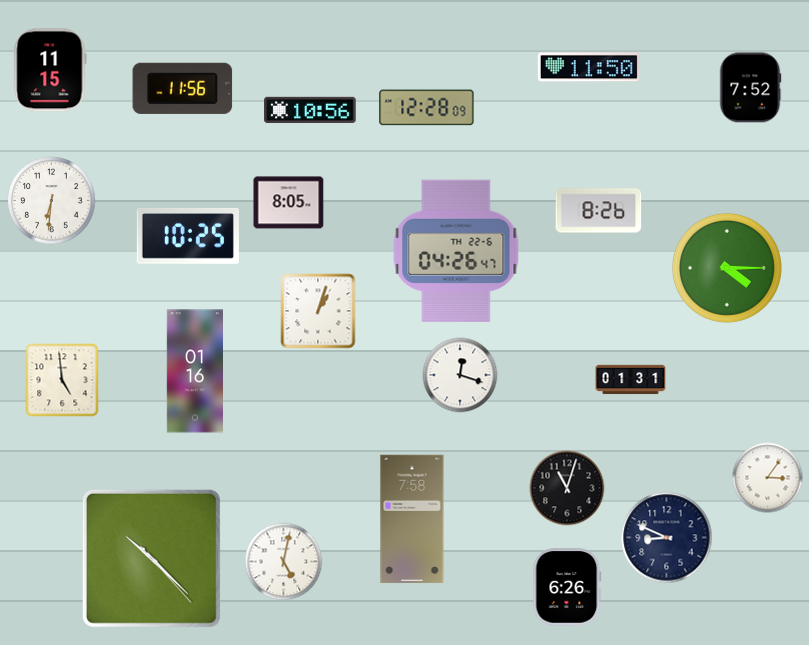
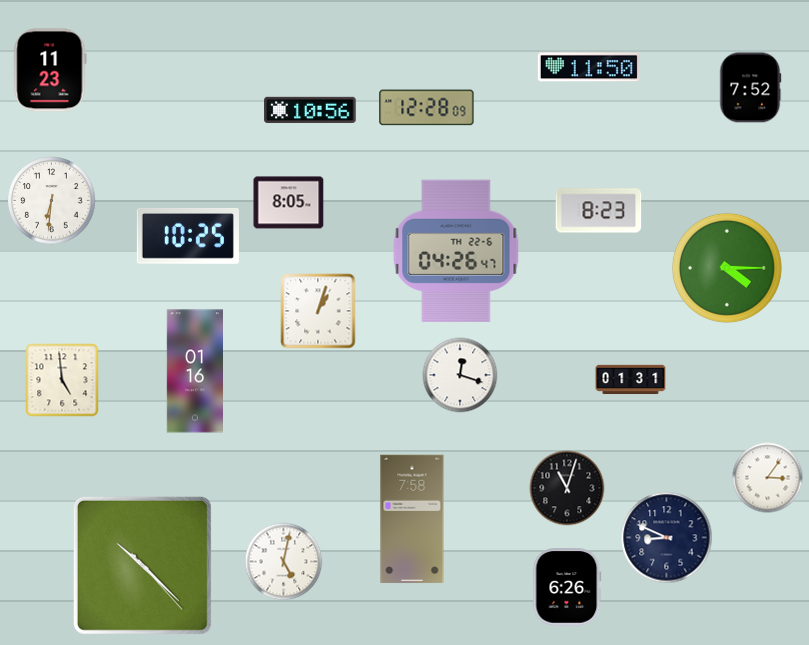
clock at (50, 70): 11:15 -> 11:23
clock at (183, 88): 11:56 -> none
clock at (599, 211): 8:26 -> 8:23
clock at (151, 558) position: (151, 558) -> (142, 565)
